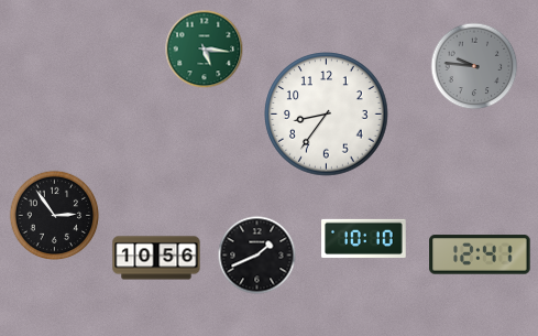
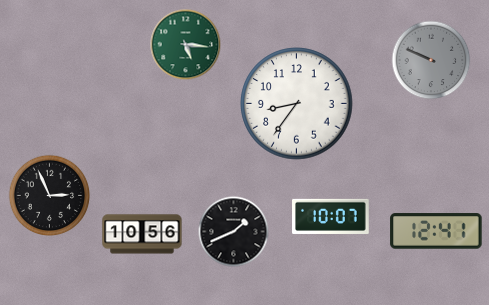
clock at (474, 66): 9:46 -> 9:49
clock at (55, 216): 2:54 -> 2:56
clock at (364, 238): 10:10 -> 10:07
